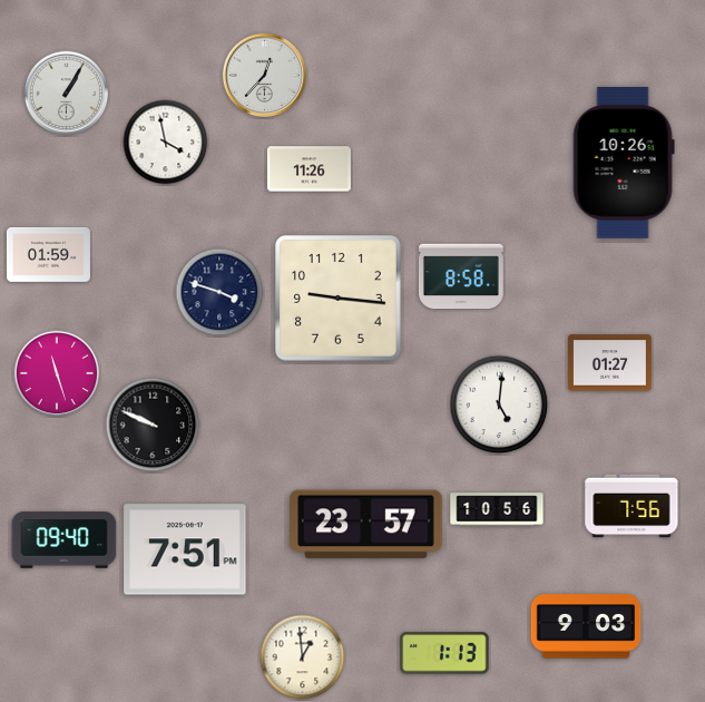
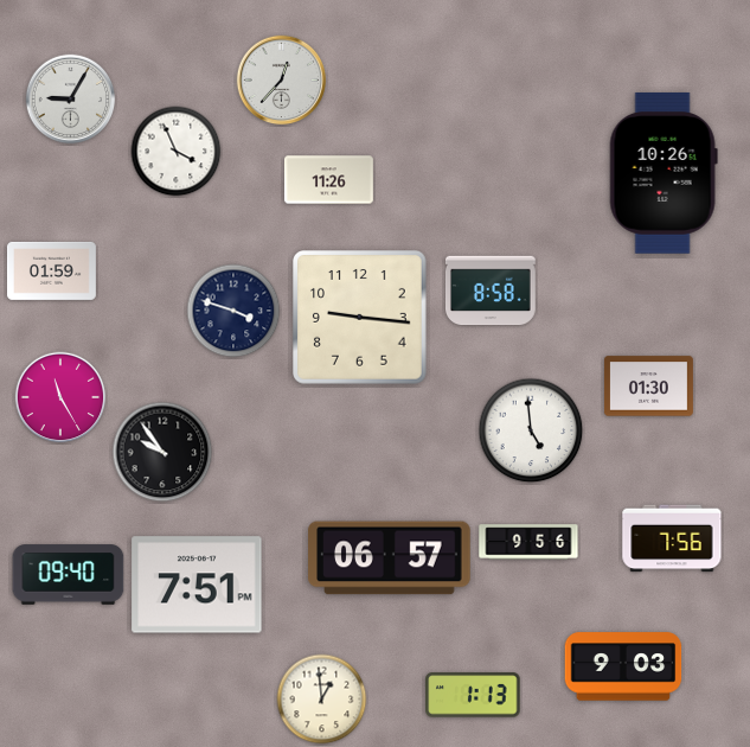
clock at (67, 94): 1:05 -> 9:05
clock at (166, 143): 3:58 -> 3:56
clock at (461, 276) position: (461, 276) -> (491, 290)
clock at (609, 363): 01:27 -> 01:30
clock at (57, 373): 11:27 -> 11:25
clock at (499, 404): 5:01 -> 4:59
clock at (153, 425): 9:49 -> 9:54
clock at (497, 509): 10:56 -> 9:56
clock at (366, 525): 23:57 -> 06:57
